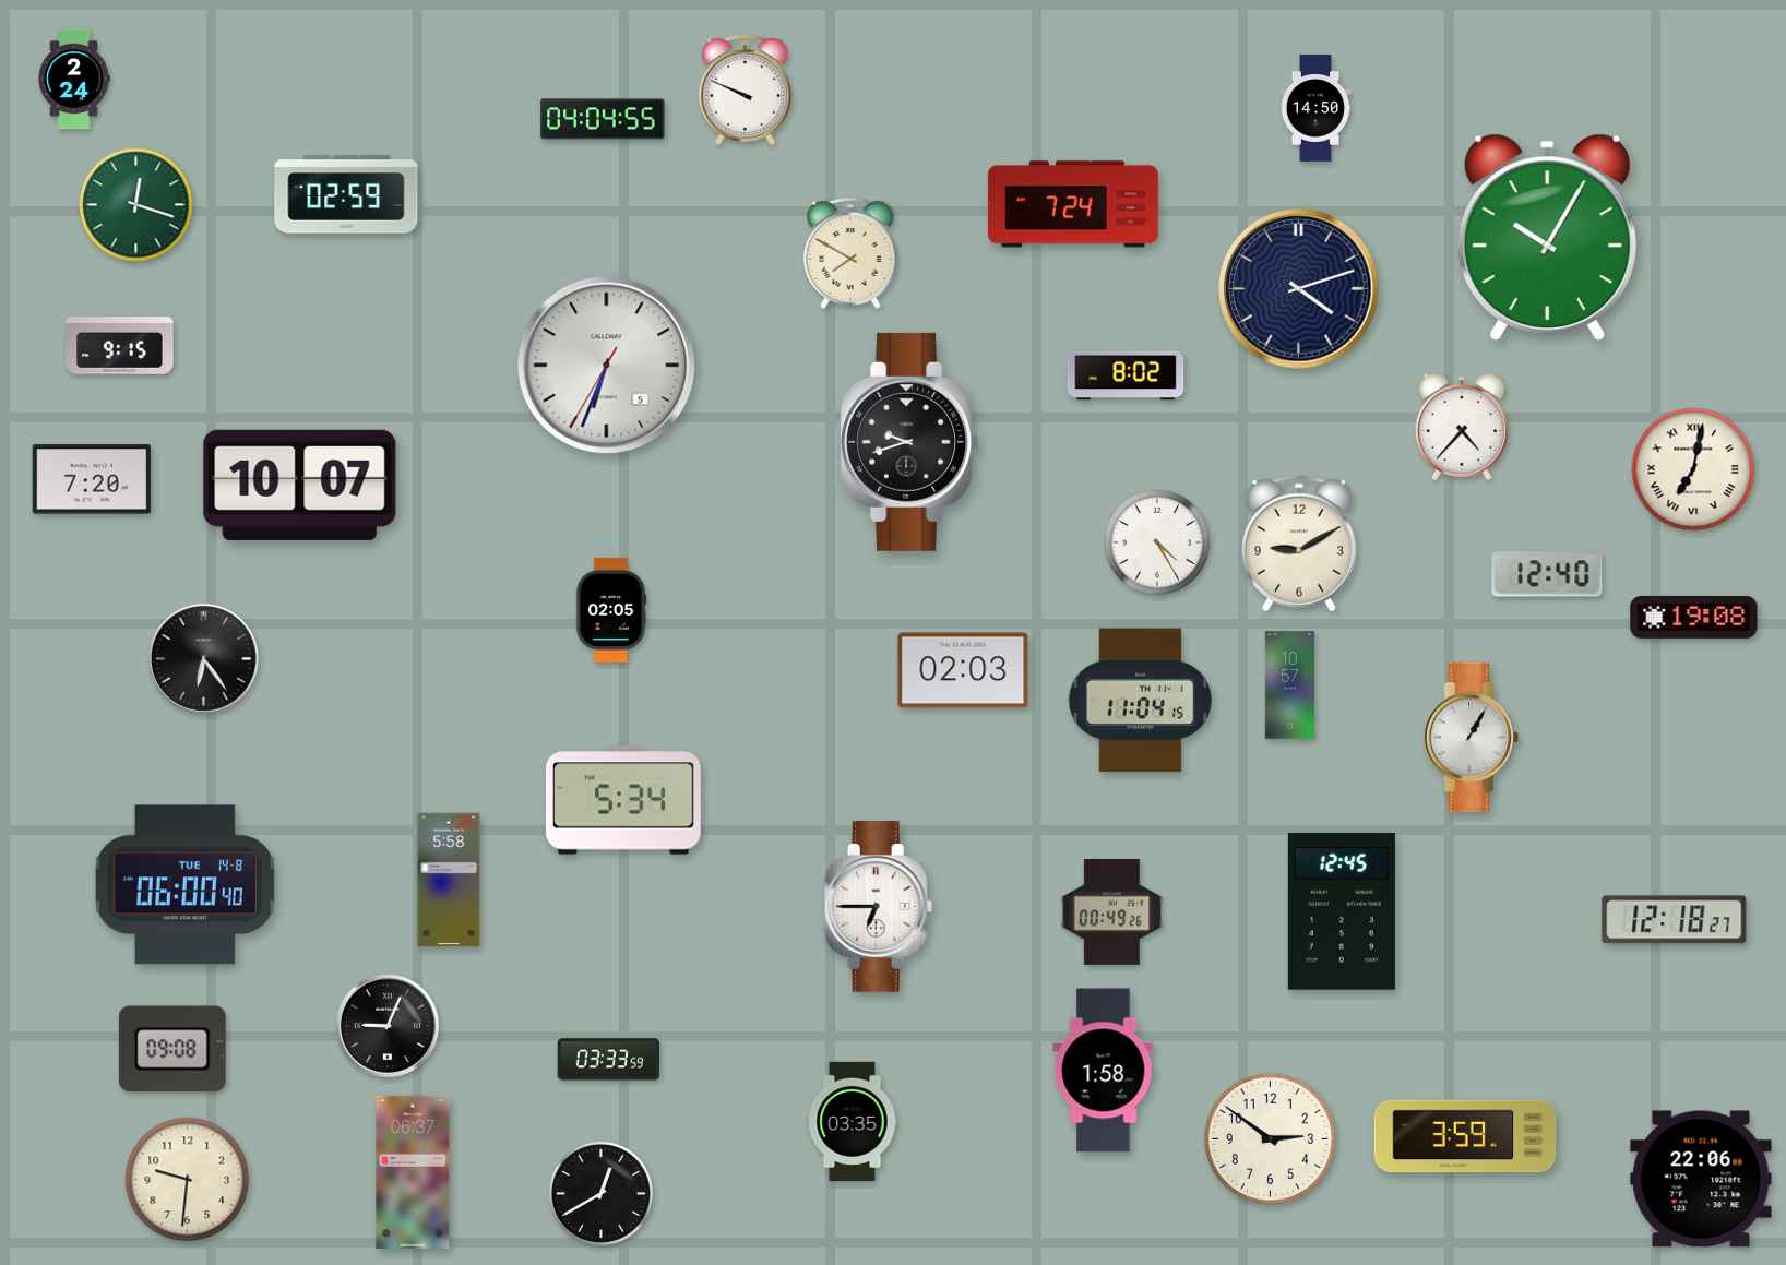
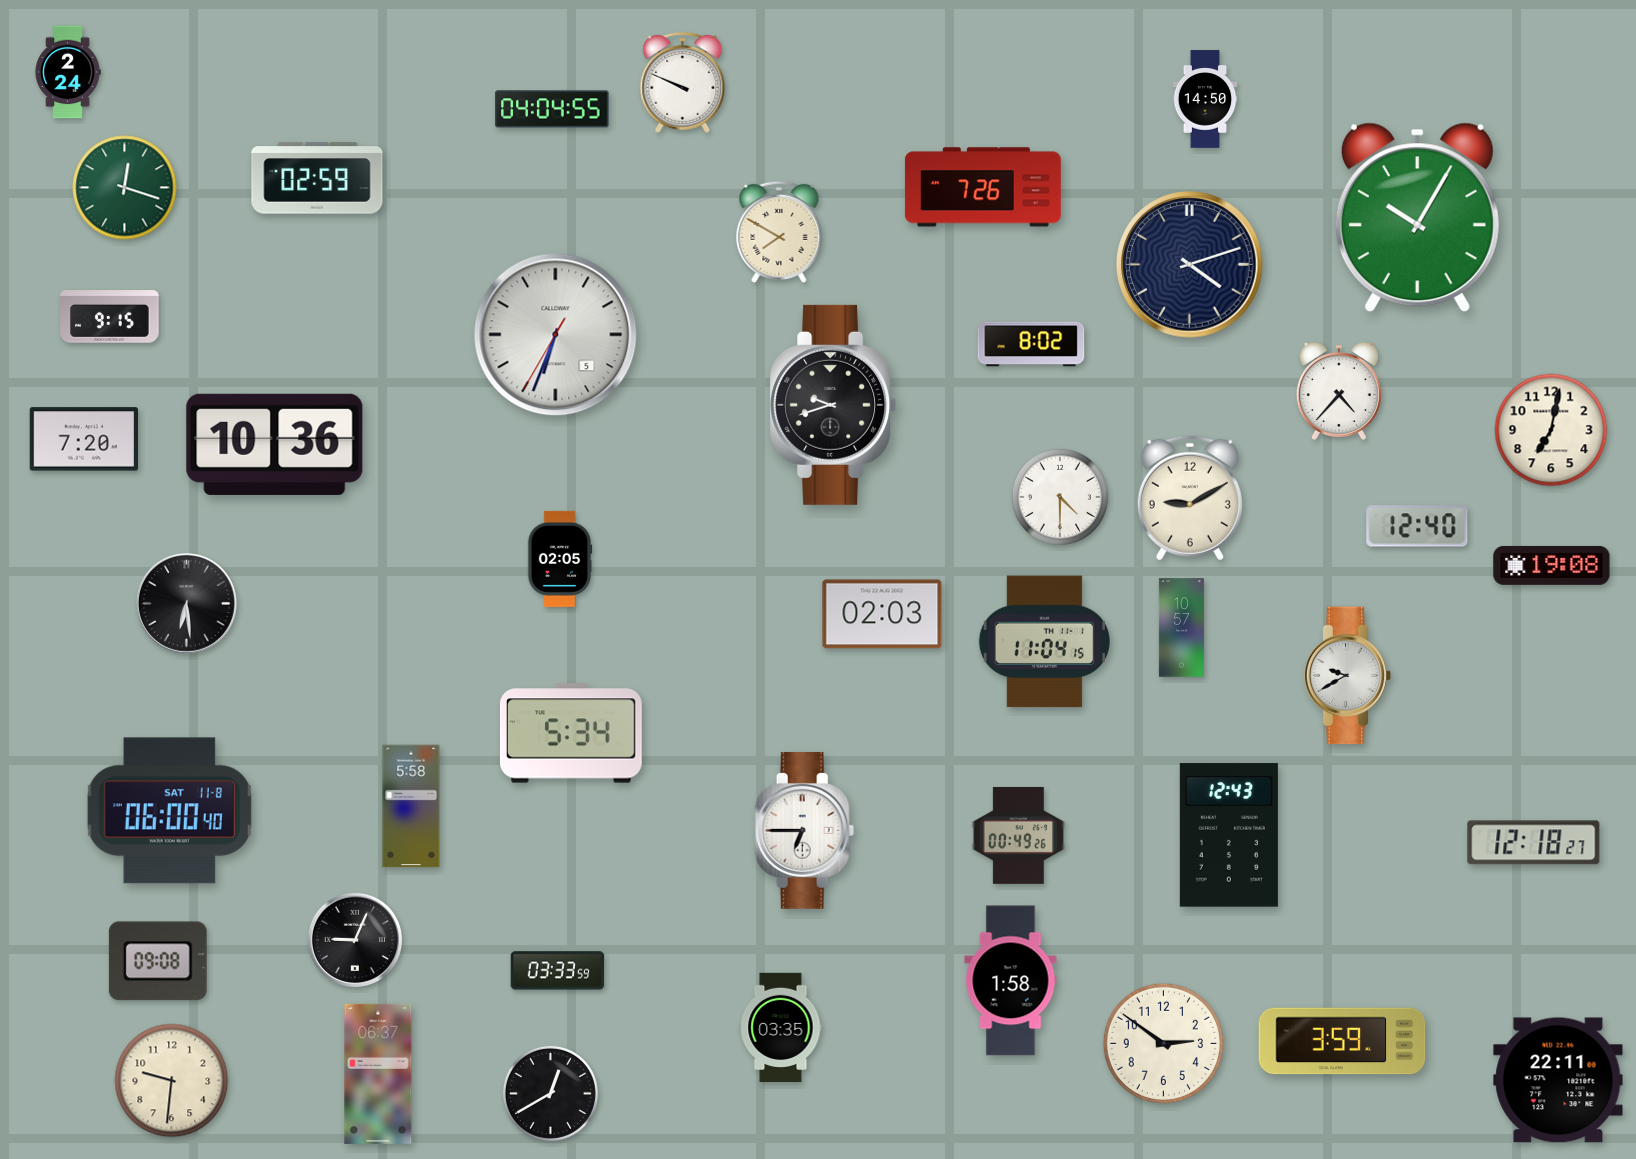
clock at (1073, 204): 7:24 -> 7:26
clock at (1693, 469) numerals: Roman -> Arabic
clock at (300, 485): 10:07 -> 10:36
clock at (1157, 542): 4:25 -> 4:30
clock at (203, 658): 6:24 -> 6:29
clock at (1472, 738): 1:05 -> 9:40
clock at (184, 885) date: TUE 14-8 -> SAT 11-8
clock at (1342, 911): 12:45 -> 12:43
clock at (1701, 1179): 22:06 -> 22:11
